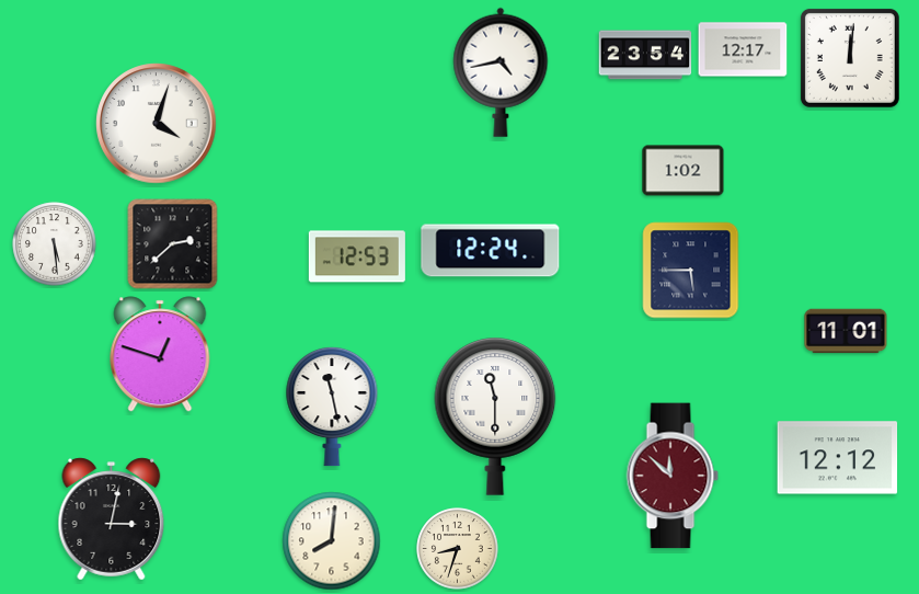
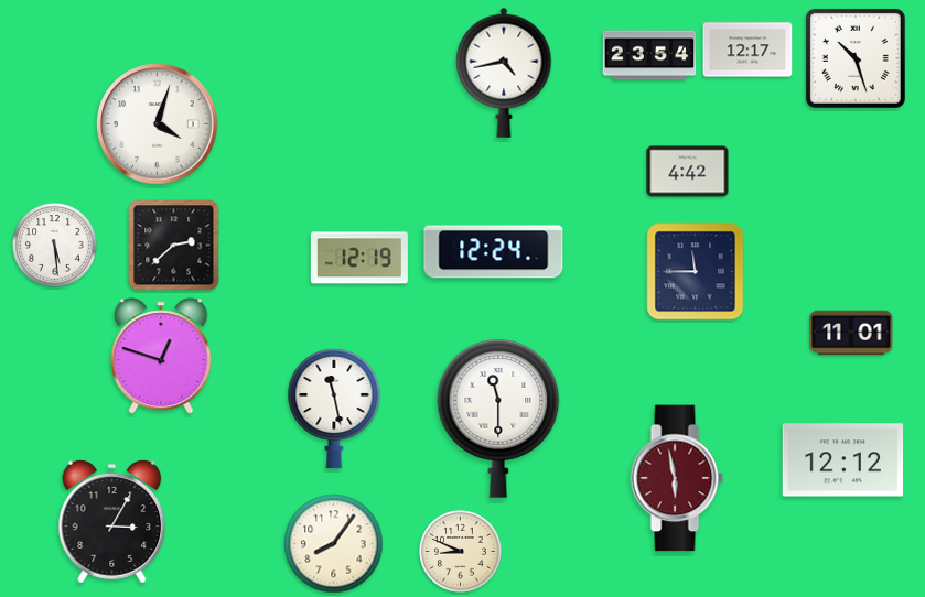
clock at (850, 58): 12:01 -> 10:27
clock at (683, 171): 1:02 -> 4:42
clock at (357, 256): 12:53 -> 12:19
clock at (691, 271): 5:45 -> 11:45
clock at (673, 476): 11:52 -> 5:58
clock at (112, 519): 3:02 -> 3:05
clock at (332, 541): 8:01 -> 8:06
clock at (458, 549): 8:33 -> 8:49
